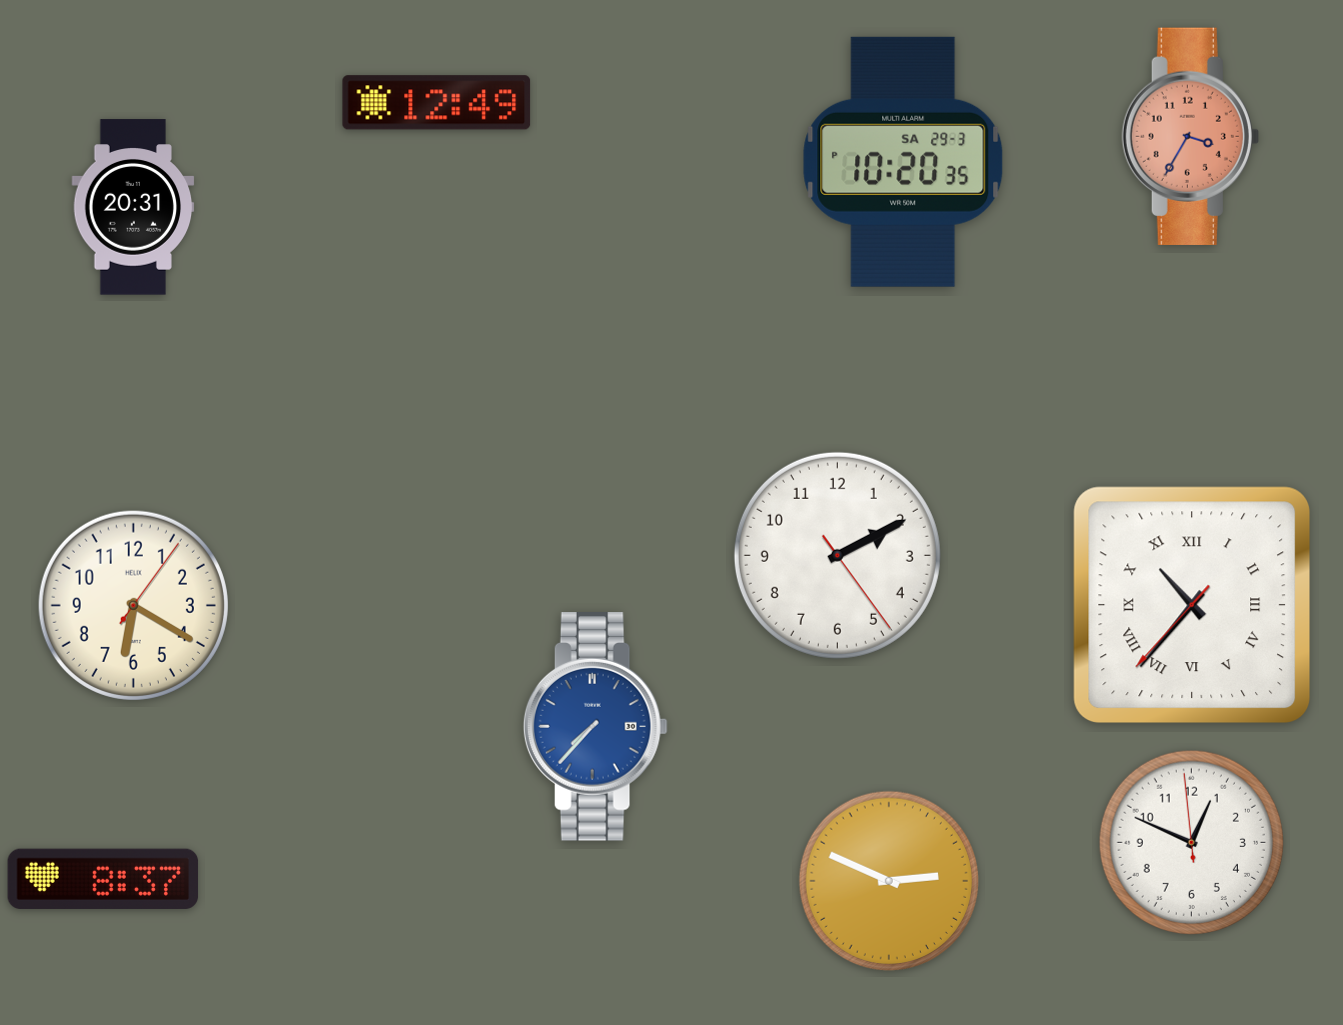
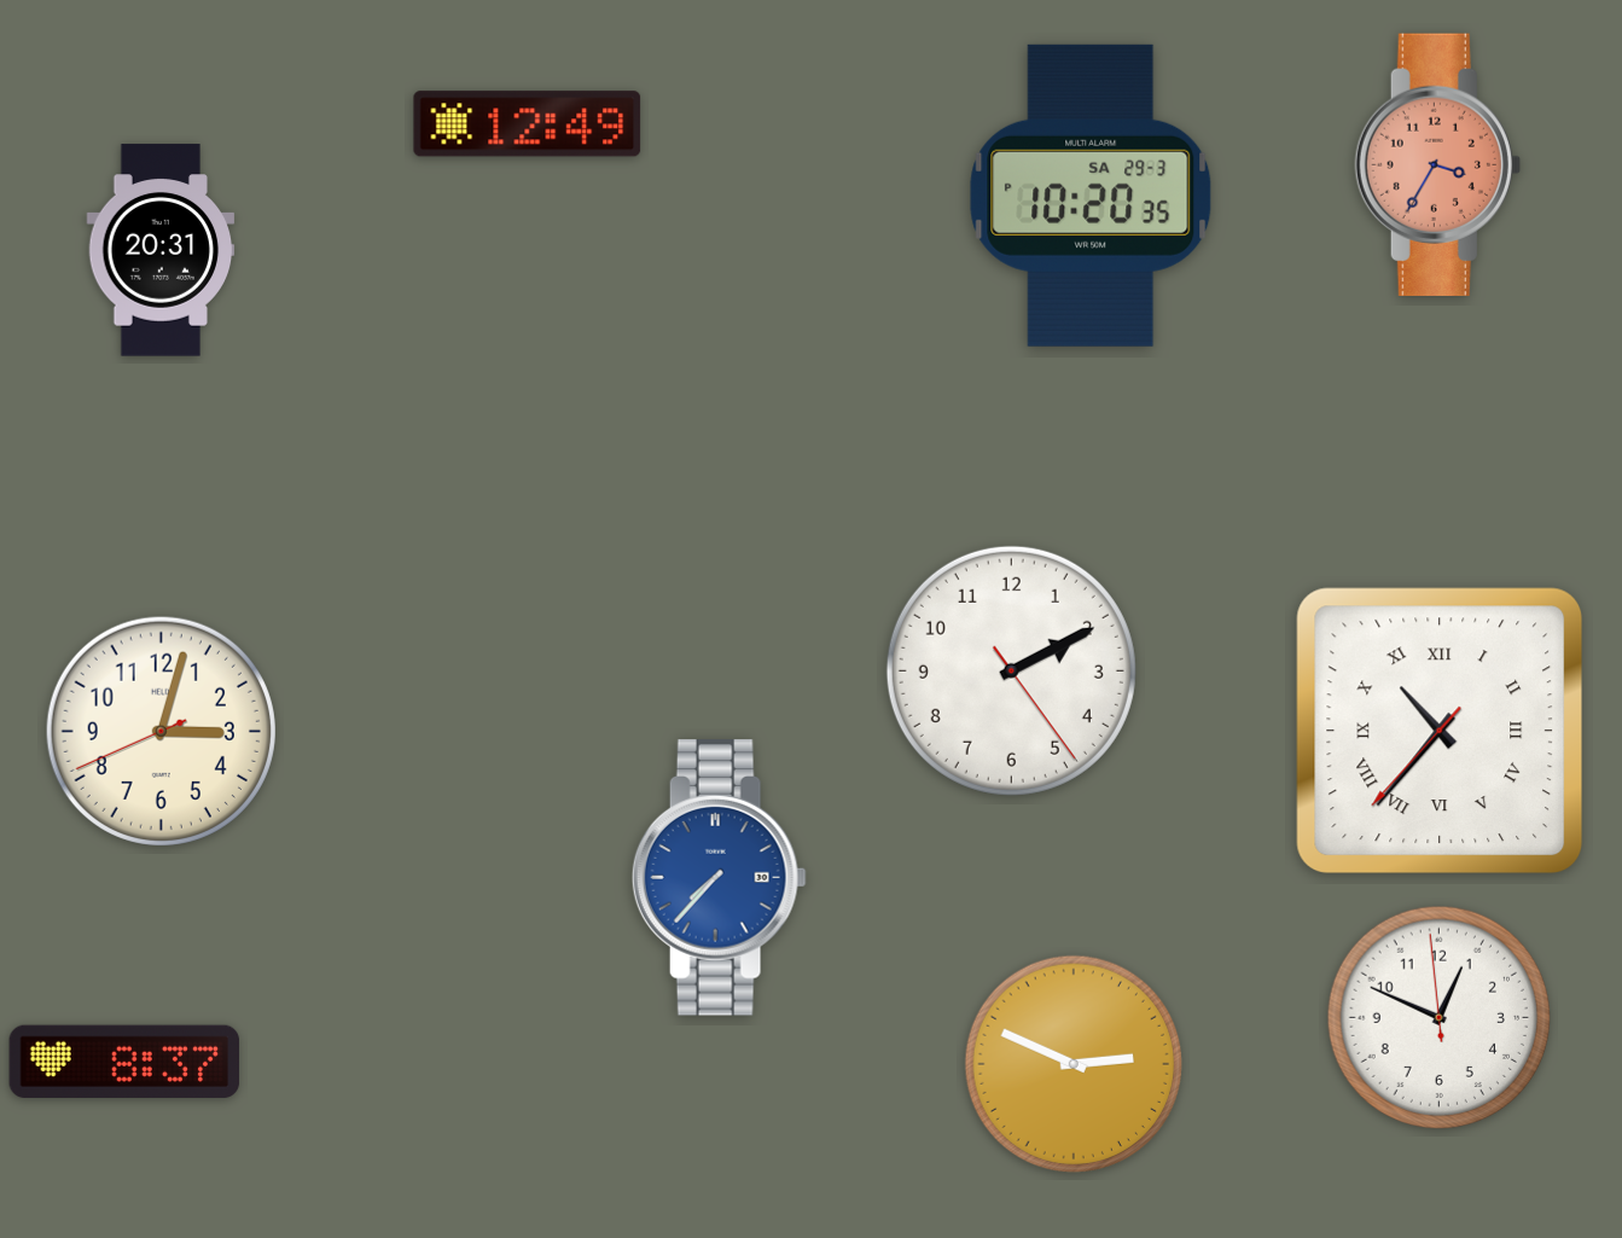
clock at (133, 605): 6:20 -> 3:02
